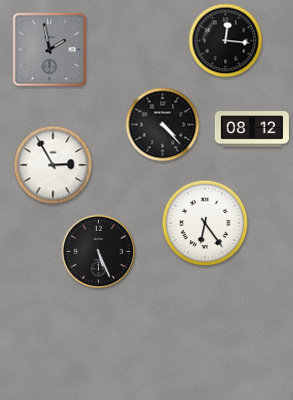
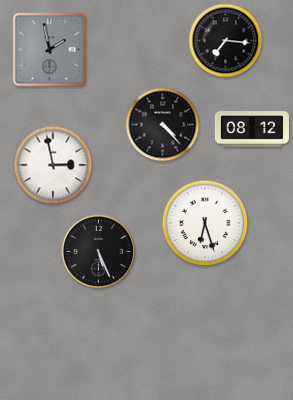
clock at (226, 41): 12:16 -> 7:16
clock at (53, 165): 2:55 -> 2:58
clock at (205, 223): 6:24 -> 6:27
